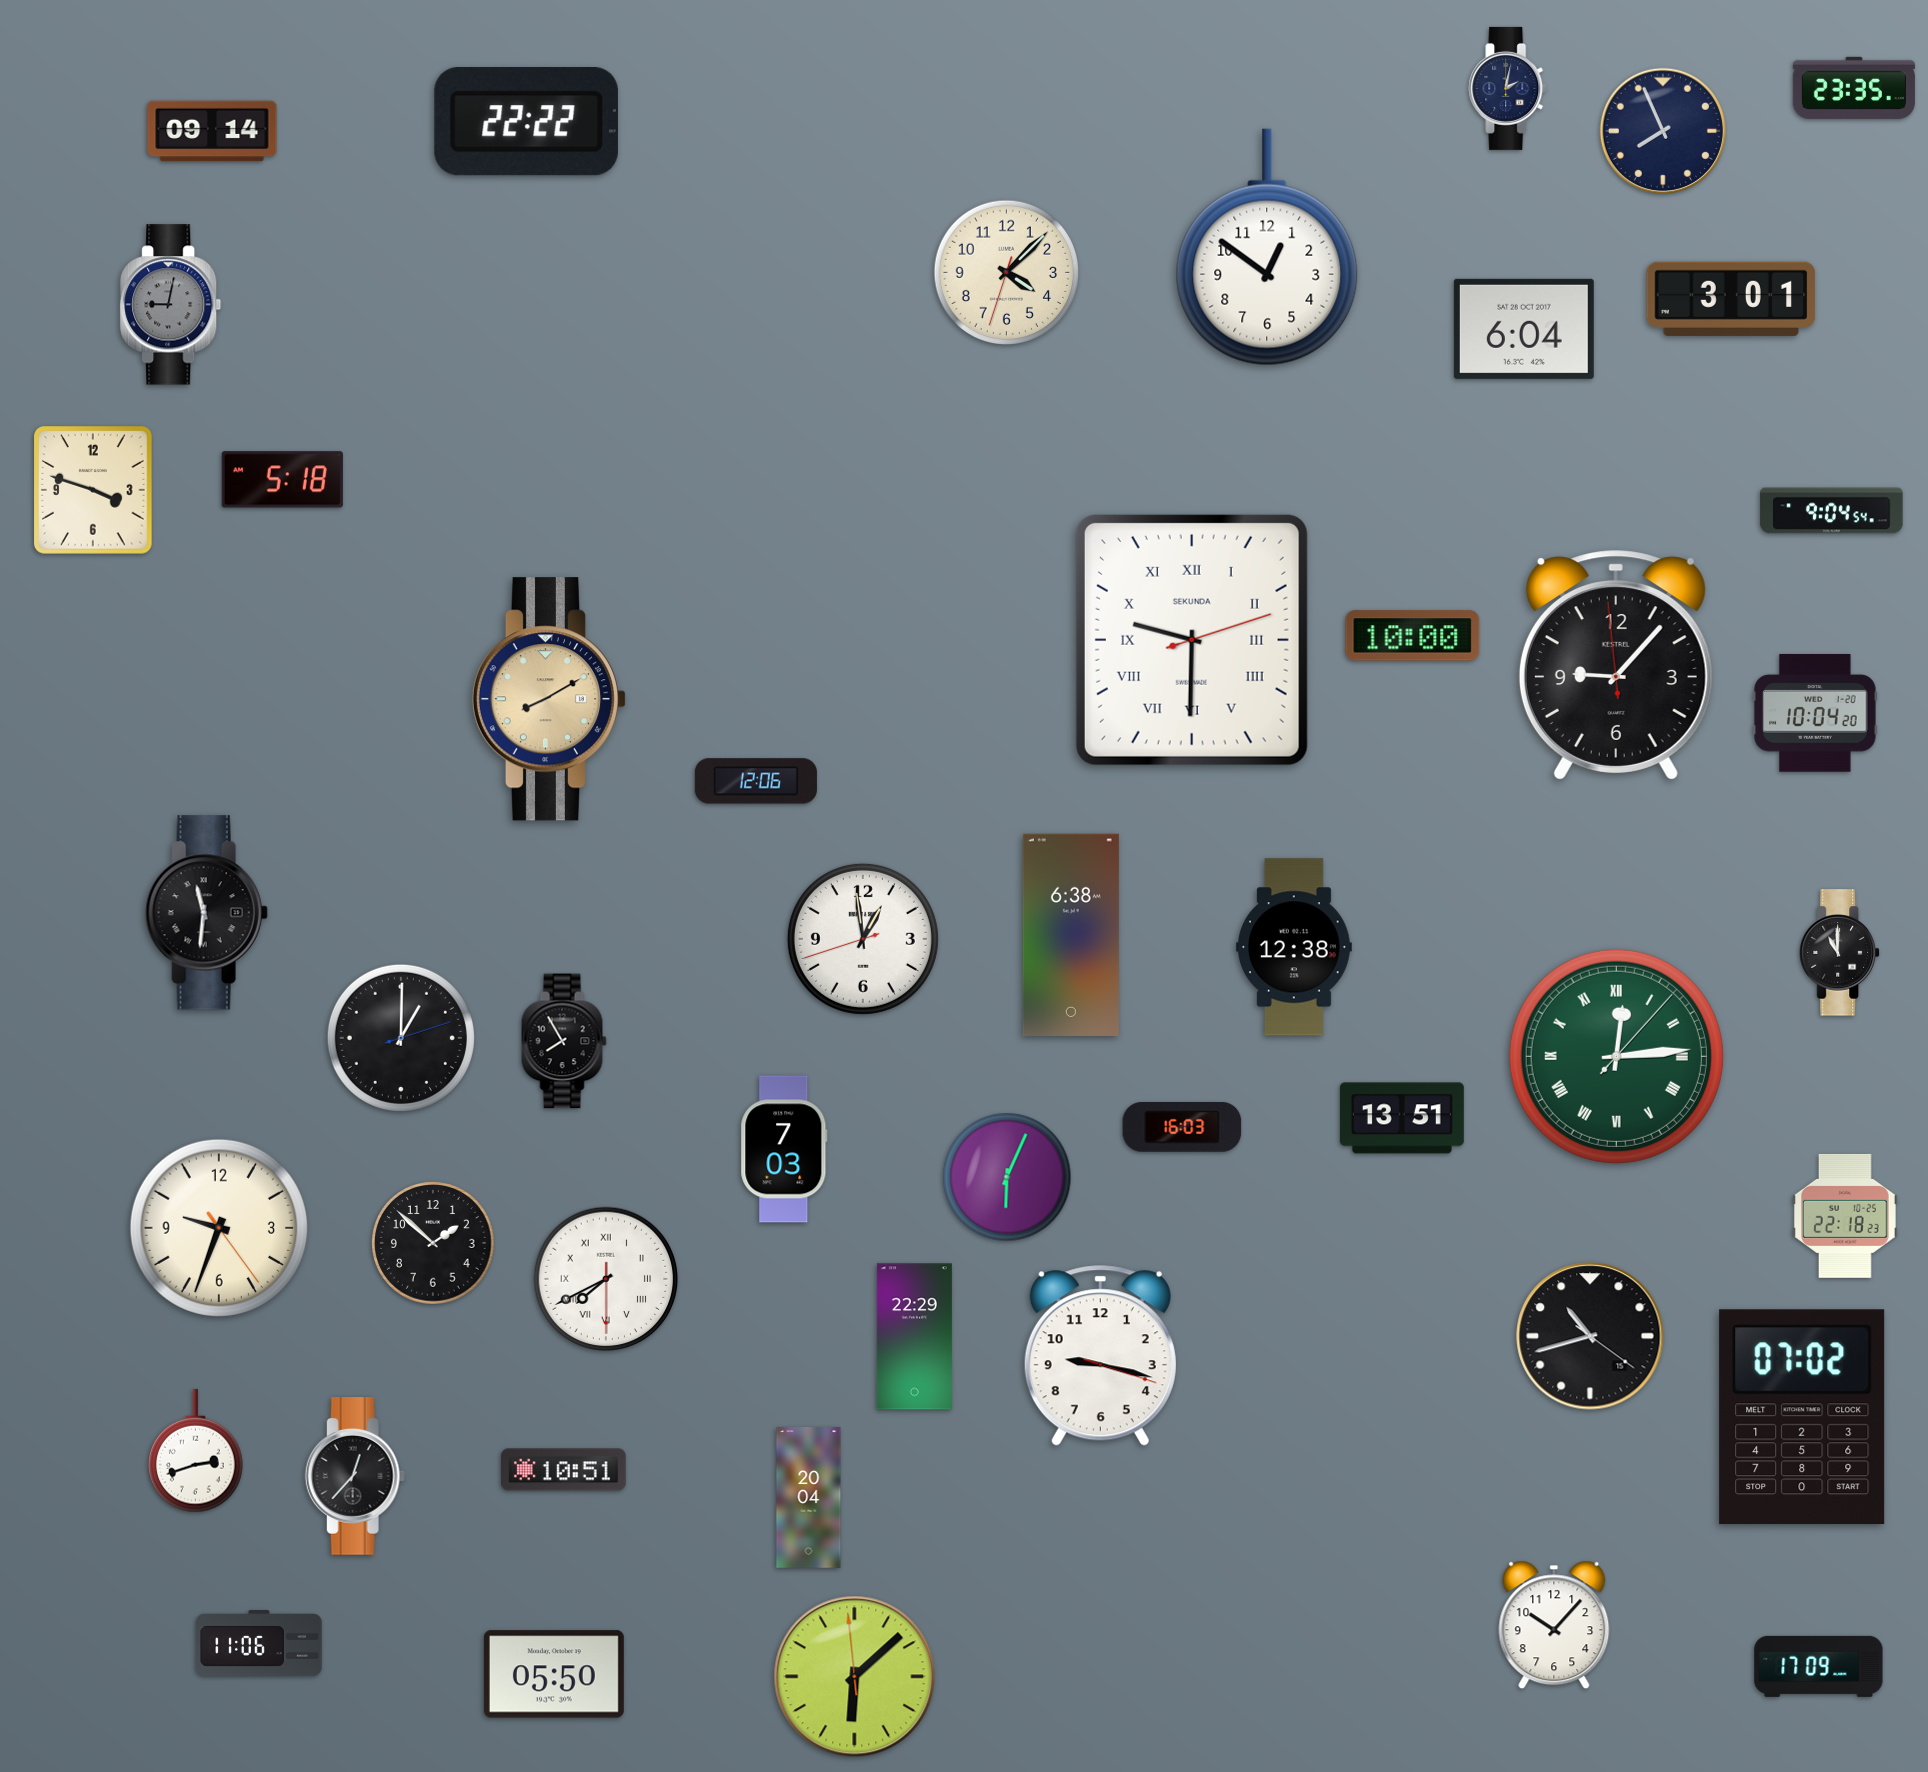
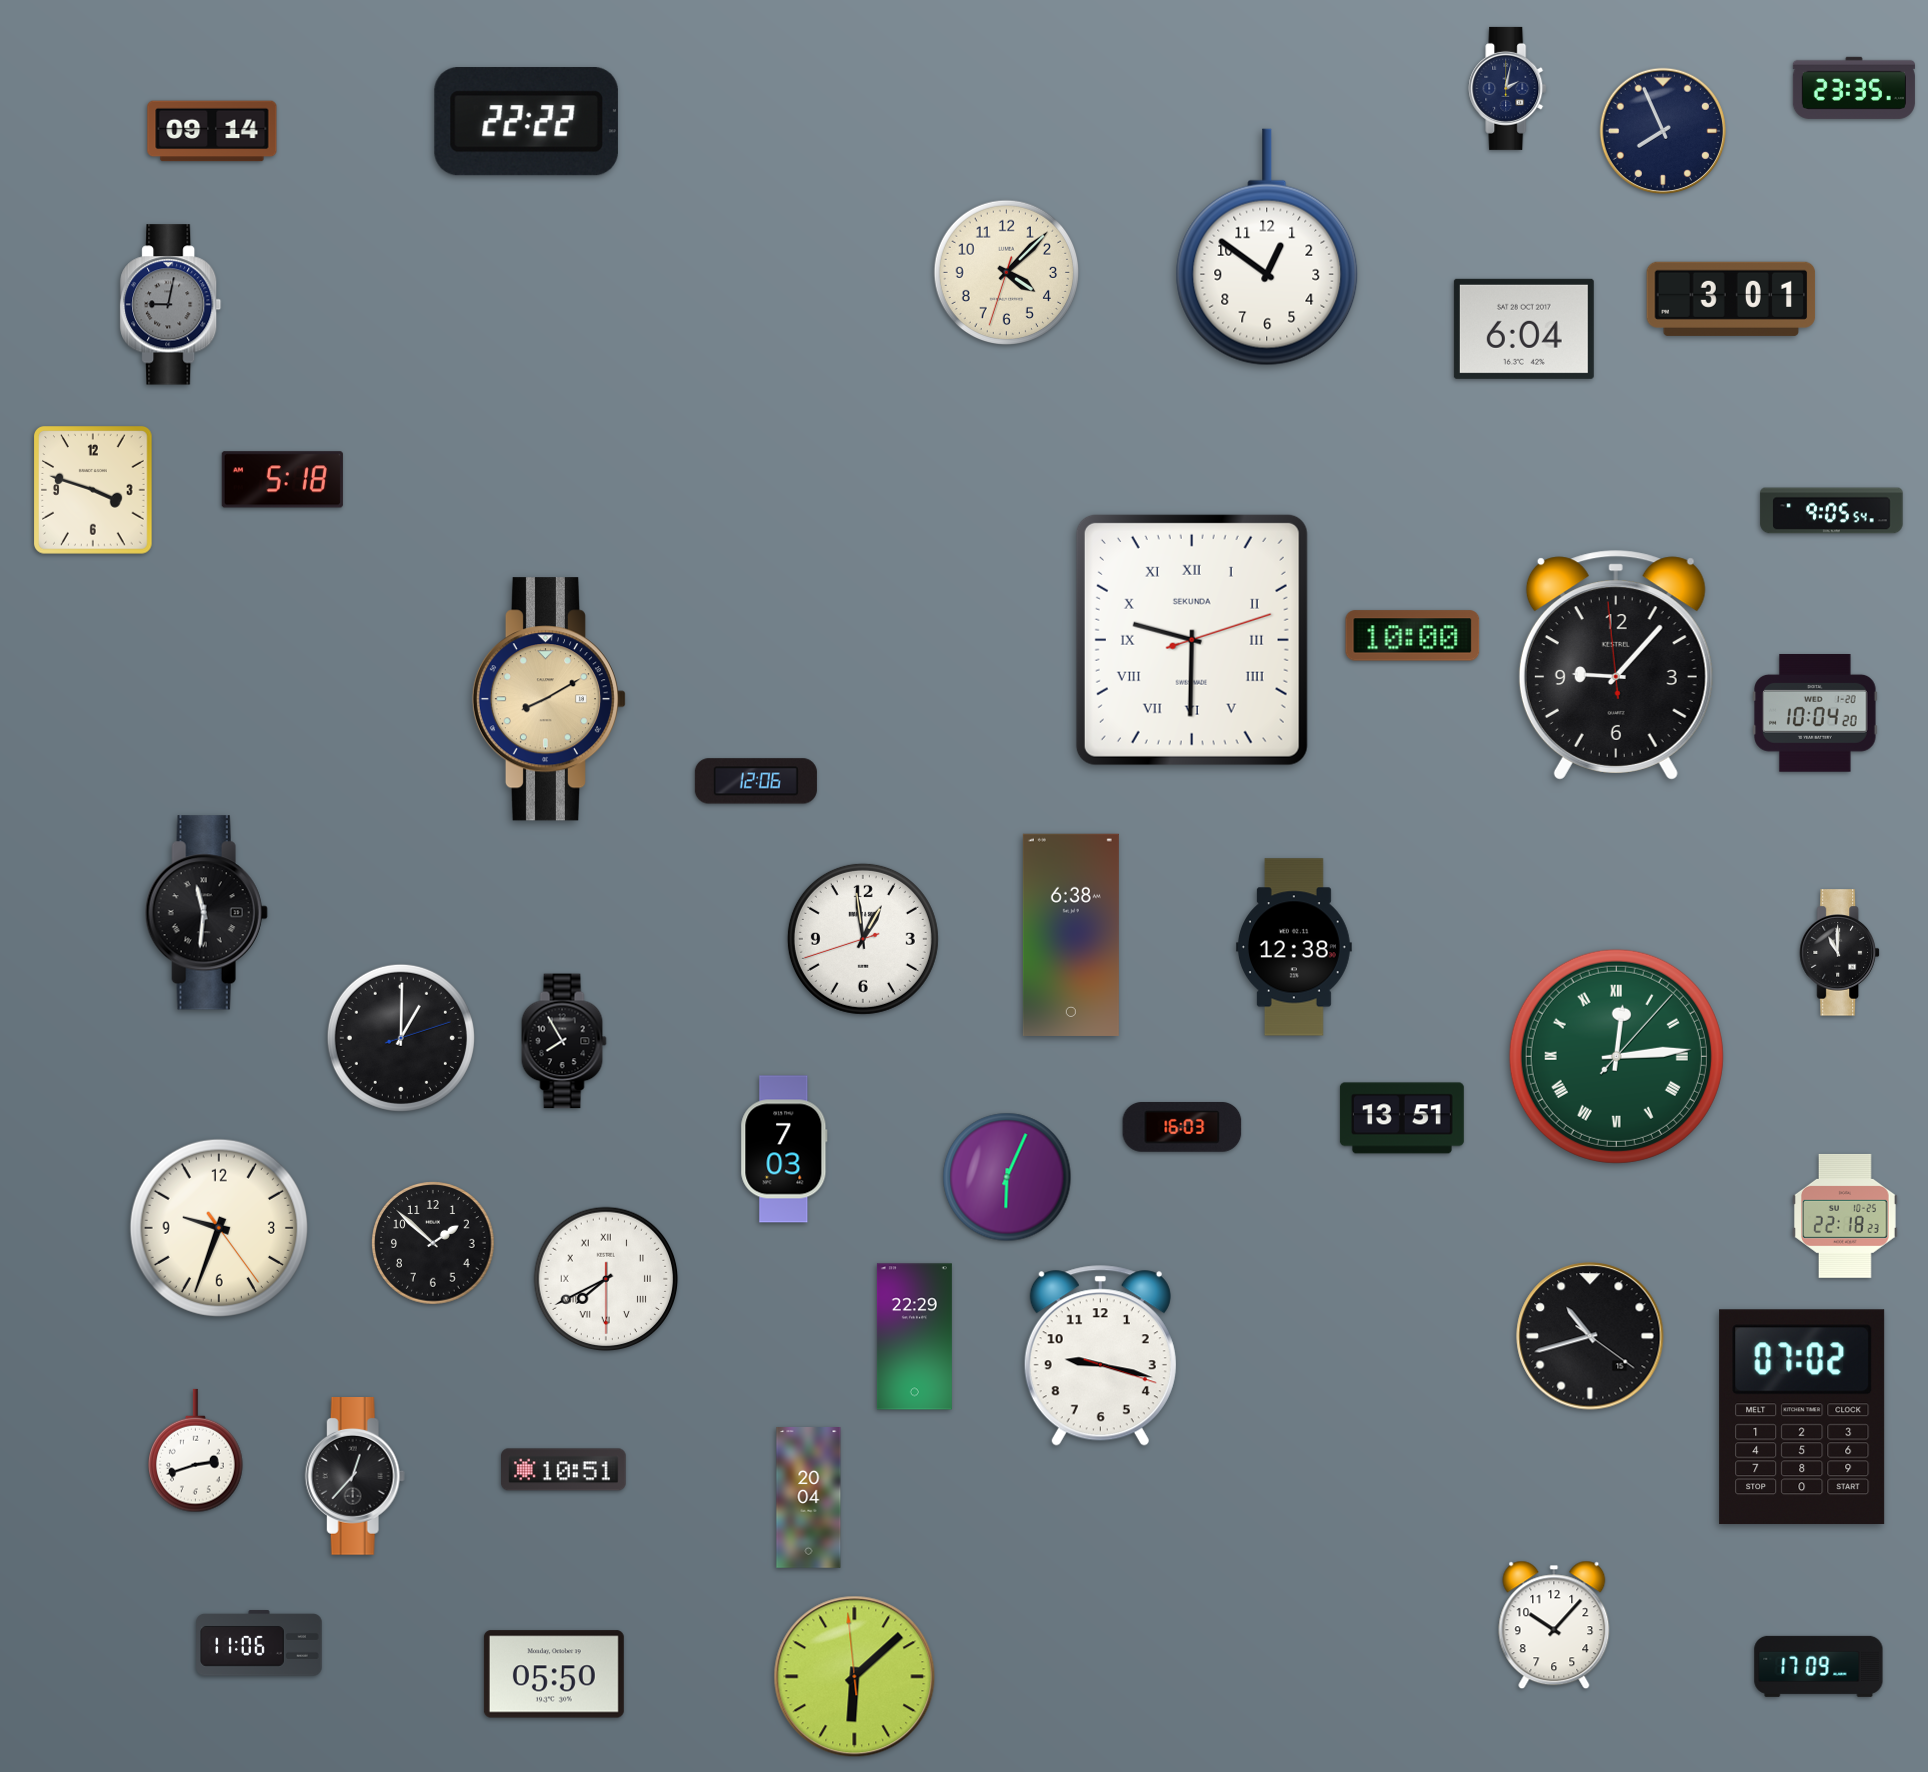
clock at (1832, 511): 9:04 -> 9:05
